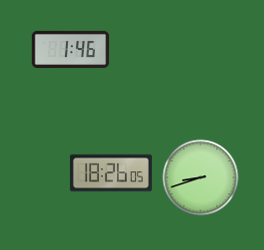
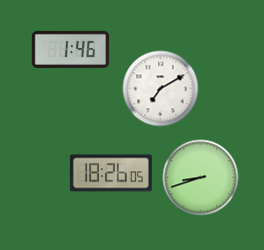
clock at (161, 89): none -> 7:10
